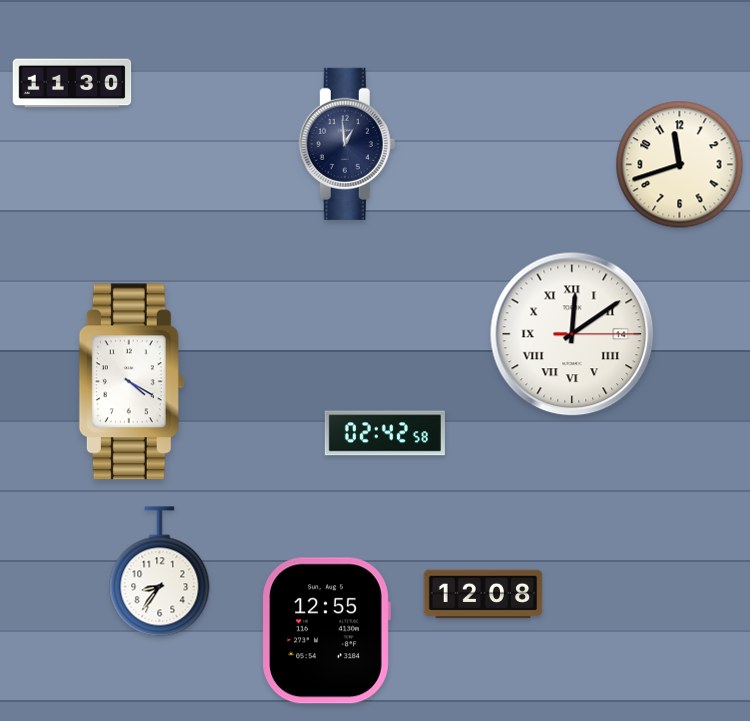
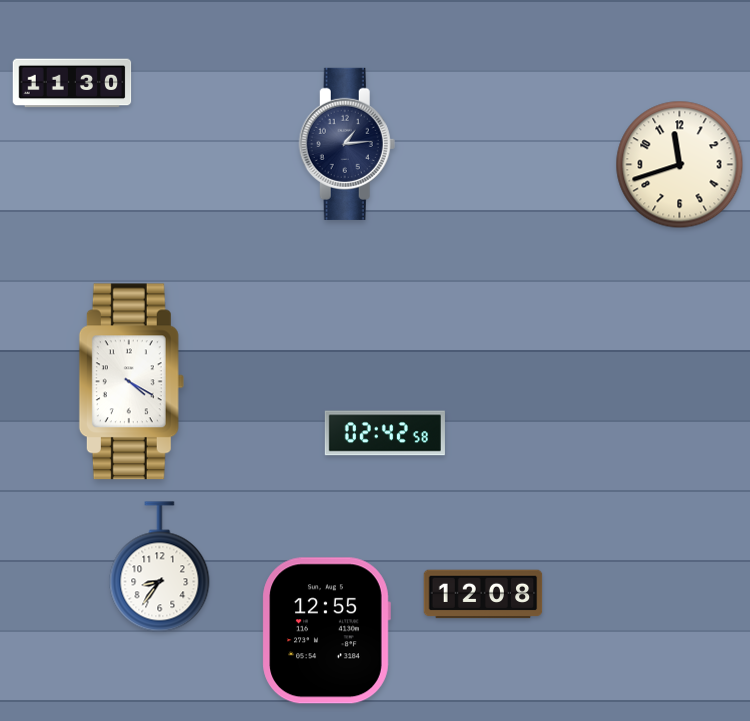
clock at (347, 144): 12:59 -> 1:14
clock at (572, 334): 12:09 -> none
clock at (160, 572) position: (160, 572) -> (160, 567)
